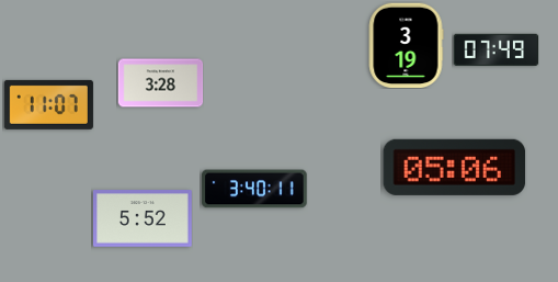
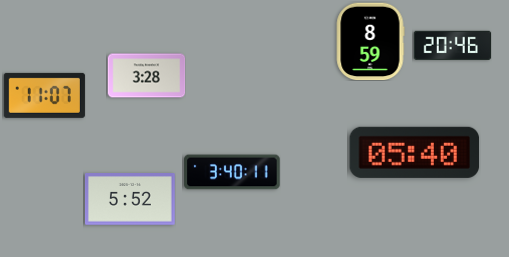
clock at (406, 45): 3:19 -> 8:59
clock at (496, 49): 07:49 -> 20:46
clock at (455, 167): 05:06 -> 05:40
